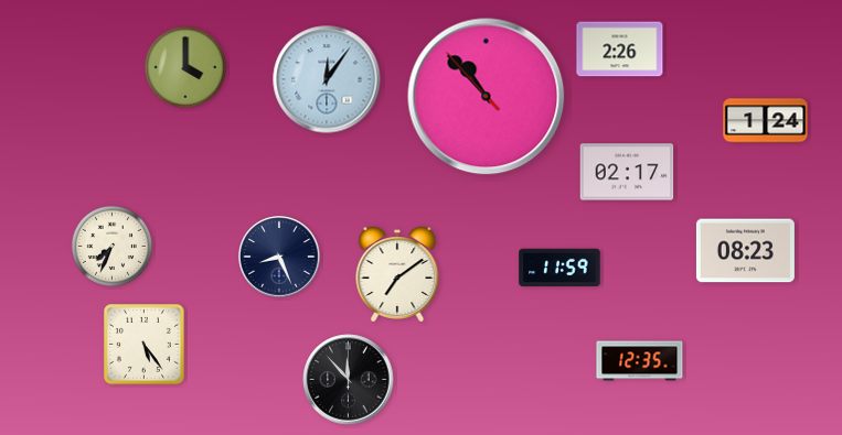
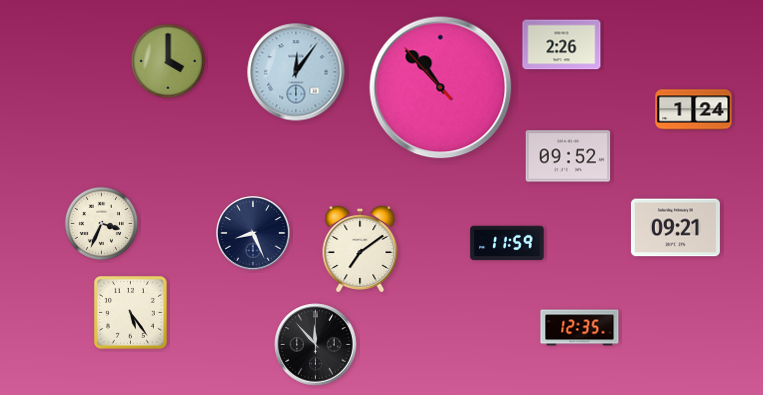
clock at (627, 172): 02:17 -> 09:52
clock at (111, 246): 7:34 -> 3:34
clock at (745, 251): 08:23 -> 09:21
